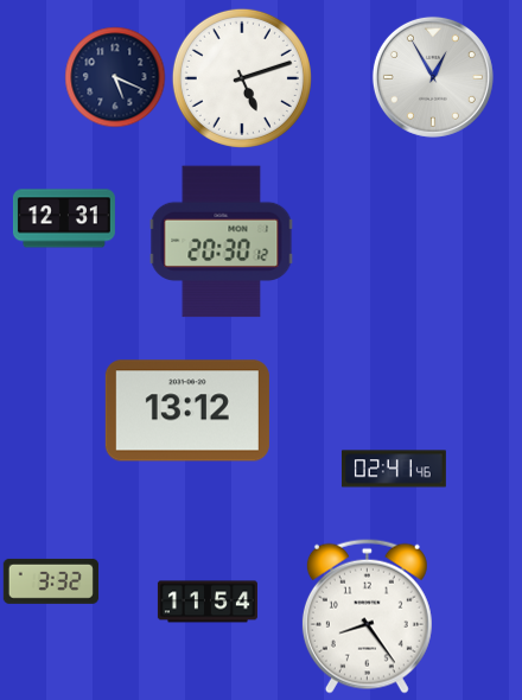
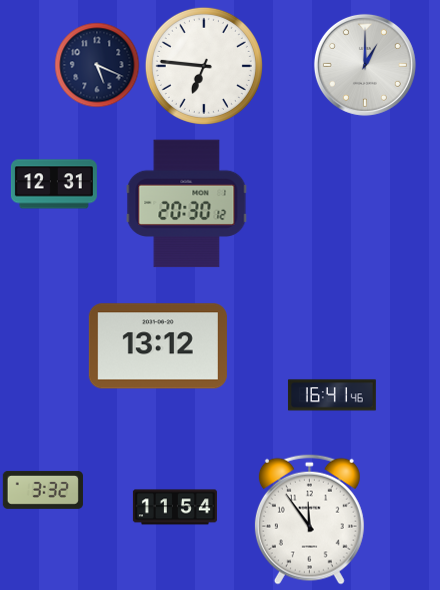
clock at (433, 77): 12:55 -> 1:00
clock at (242, 78): 5:12 -> 6:46
clock at (394, 469): 02:41 -> 16:41
clock at (367, 616): 8:24 -> 11:54
